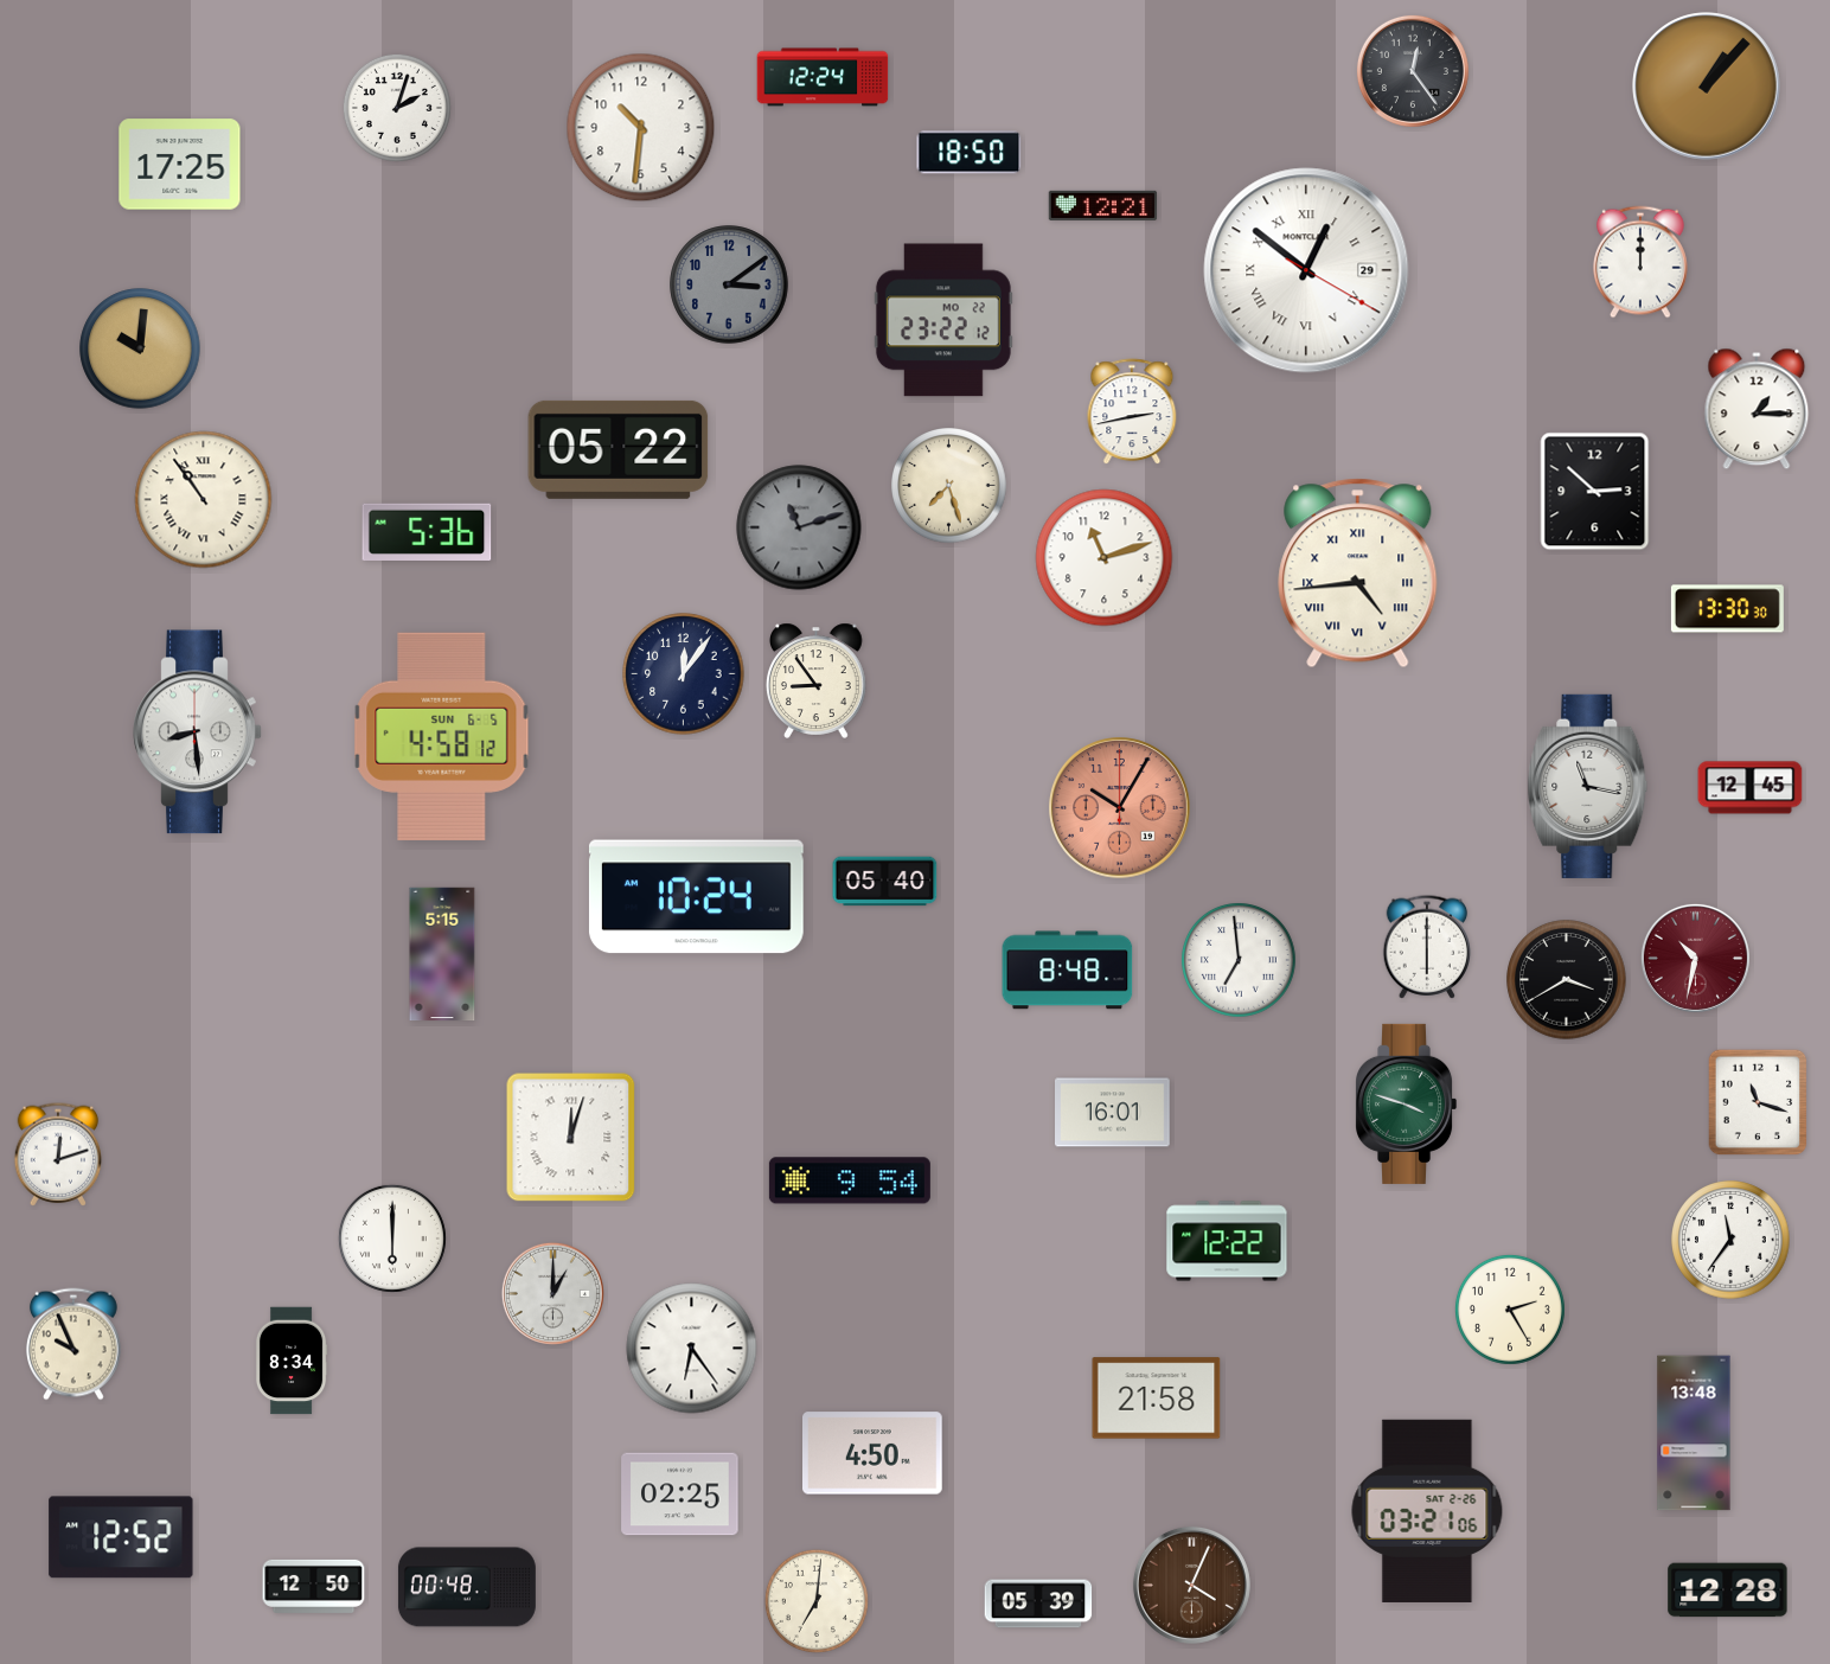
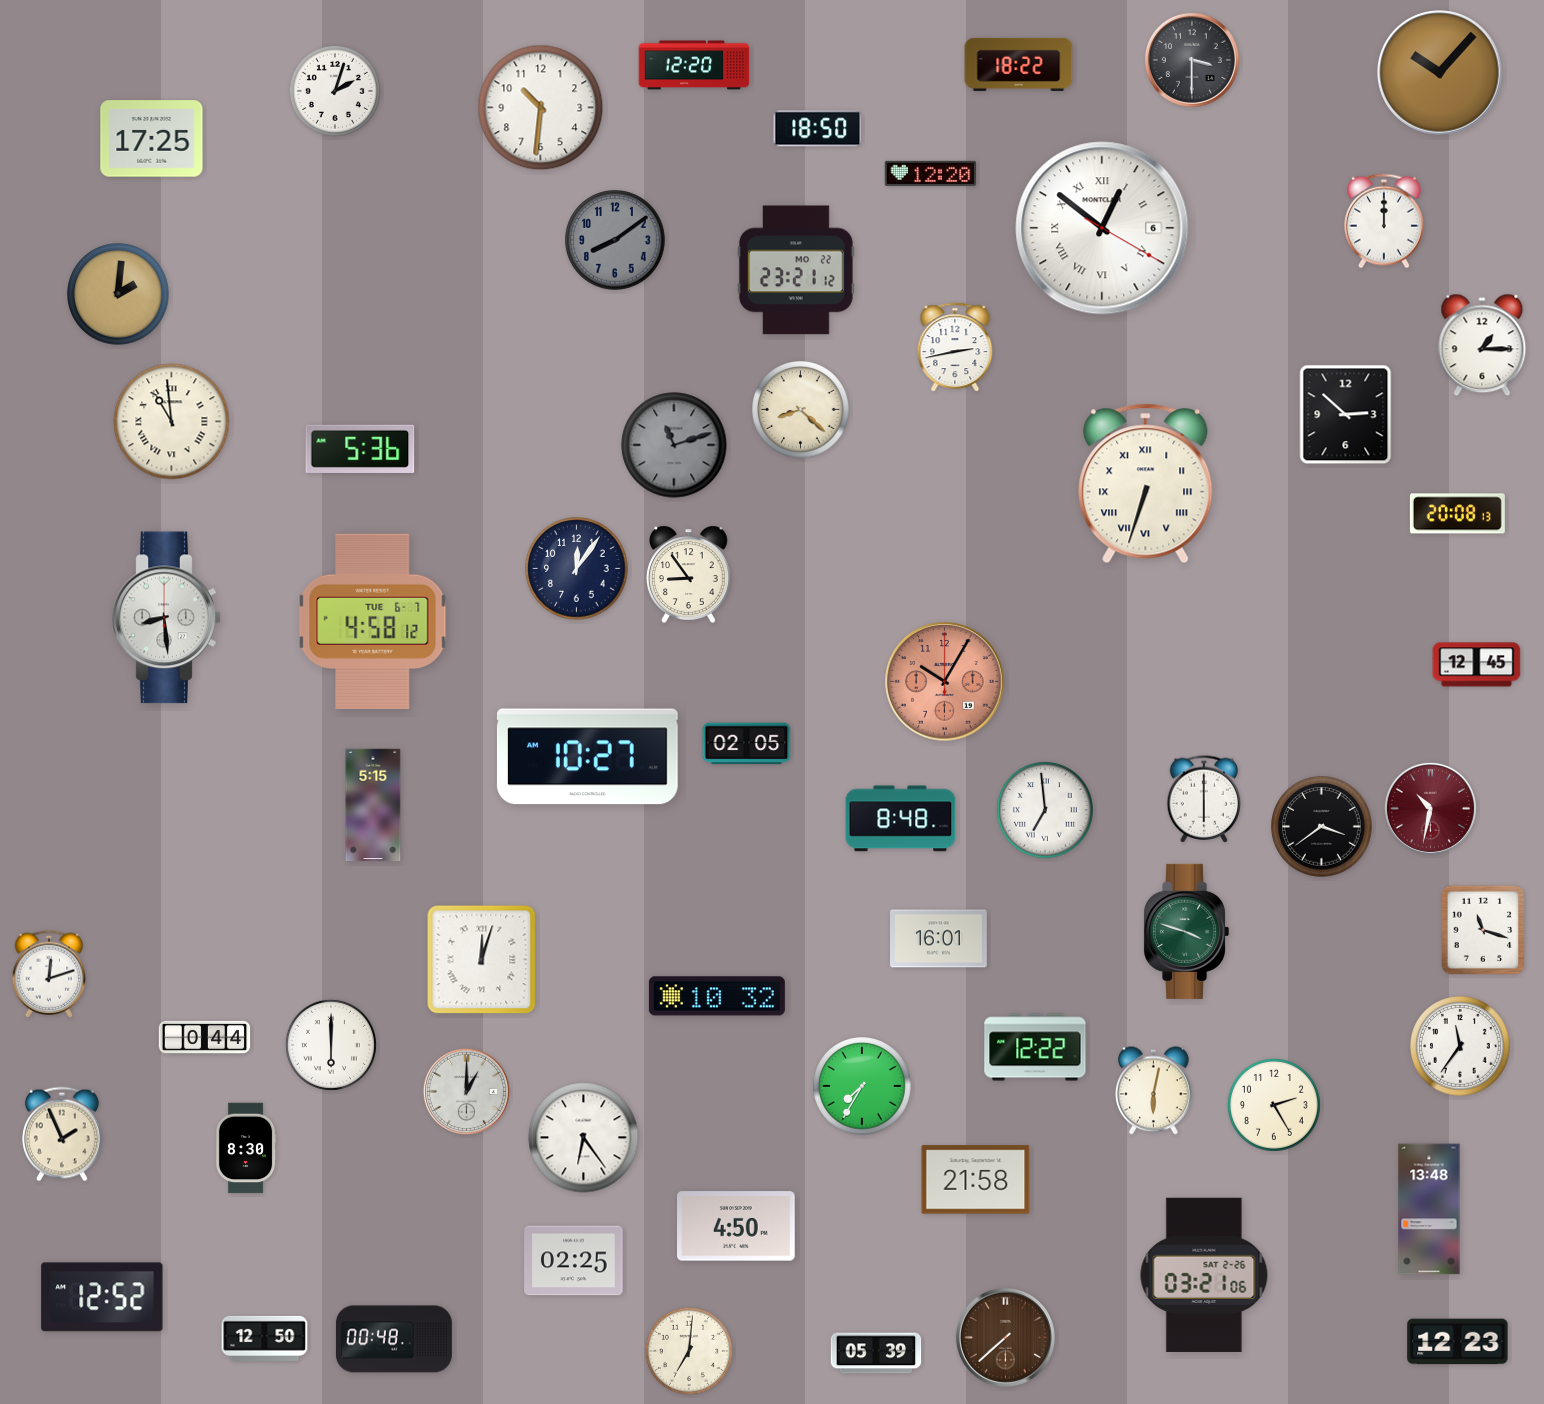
clock at (1413, 71): 12:24 -> 3:30
clock at (1019, 64): none -> 18:22
clock at (823, 77): 12:24 -> 12:20
clock at (1707, 87): 1:07 -> 10:07
clock at (1103, 205): 12:21 -> 12:20
clock at (1306, 270) date: 29 -> 6
clock at (729, 284): 3:09 -> 8:09
clock at (943, 320): 23:22 -> 23:21
clock at (140, 348): 10:01 -> 2:01
clock at (619, 449): 05:22 -> none
clock at (949, 486): 7:27 -> 8:22
clock at (204, 500): 10:54 -> 10:59
clock at (1105, 558): 11:12 -> none
clock at (1358, 574): 4:44 -> 6:33
clock at (1727, 609): 13:30 -> 20:08
clock at (442, 736) date: SUN 6-5 -> TUE 6-7
clock at (1588, 786): 11:17 -> none
clock at (885, 882): 05:40 -> 02:05
clock at (696, 897): 10:24 -> 10:27
clock at (1567, 980): 3:40 -> 3:39
clock at (850, 1180): 9:54 -> 10:32
clock at (205, 1037): none -> 0:44
clock at (862, 1086): none -> 7:35
clock at (1153, 1091): none -> 6:02
clock at (73, 1344): 9:56 -> 1:56
clock at (292, 1361): 8:34 -> 8:30
clock at (1191, 1585): 4:04 -> 7:38
clock at (1728, 1591): 12:28 -> 12:23
